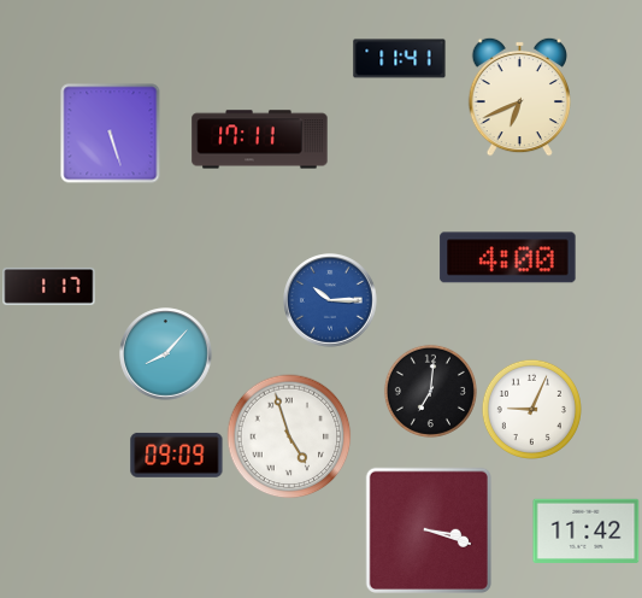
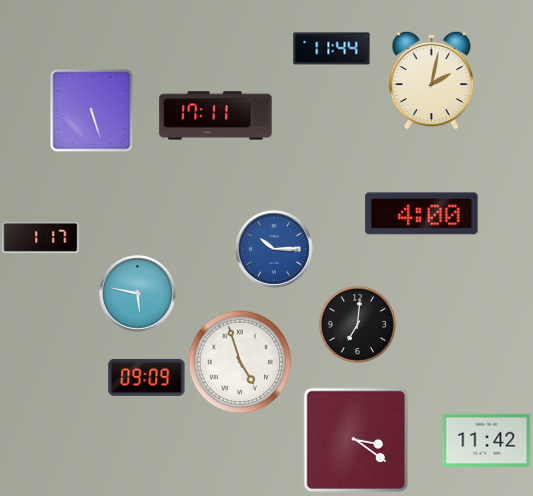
clock at (400, 59): 11:41 -> 11:44
clock at (519, 96): 6:41 -> 2:02
clock at (166, 354): 8:07 -> 5:47
clock at (531, 409): 9:04 -> none
clock at (429, 530): 3:18 -> 3:21
